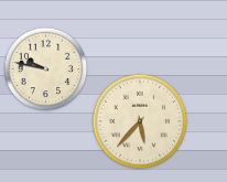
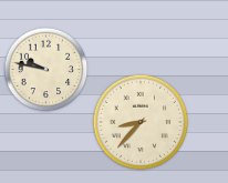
clock at (140, 121): 5:37 -> 8:37
